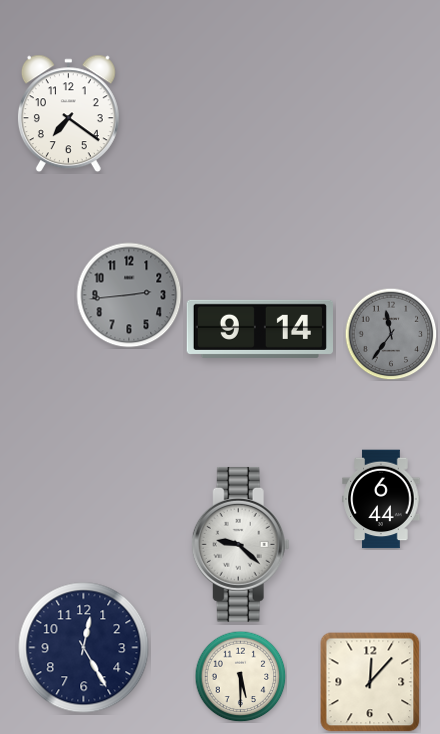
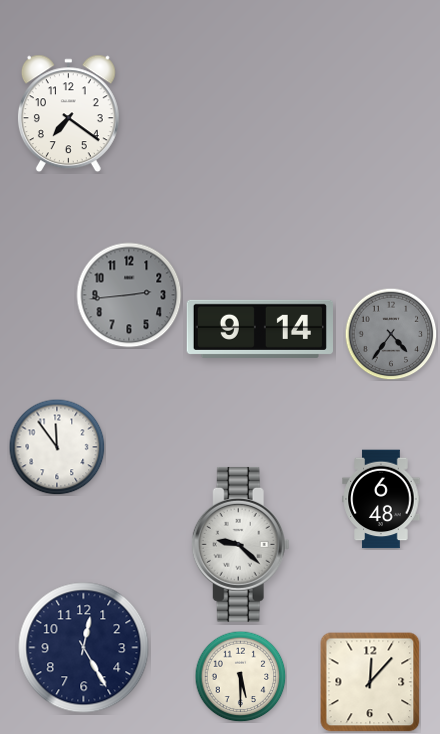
clock at (391, 334): 11:36 -> 4:36
clock at (57, 447): none -> 11:54
clock at (381, 499): 6:44 -> 6:48
